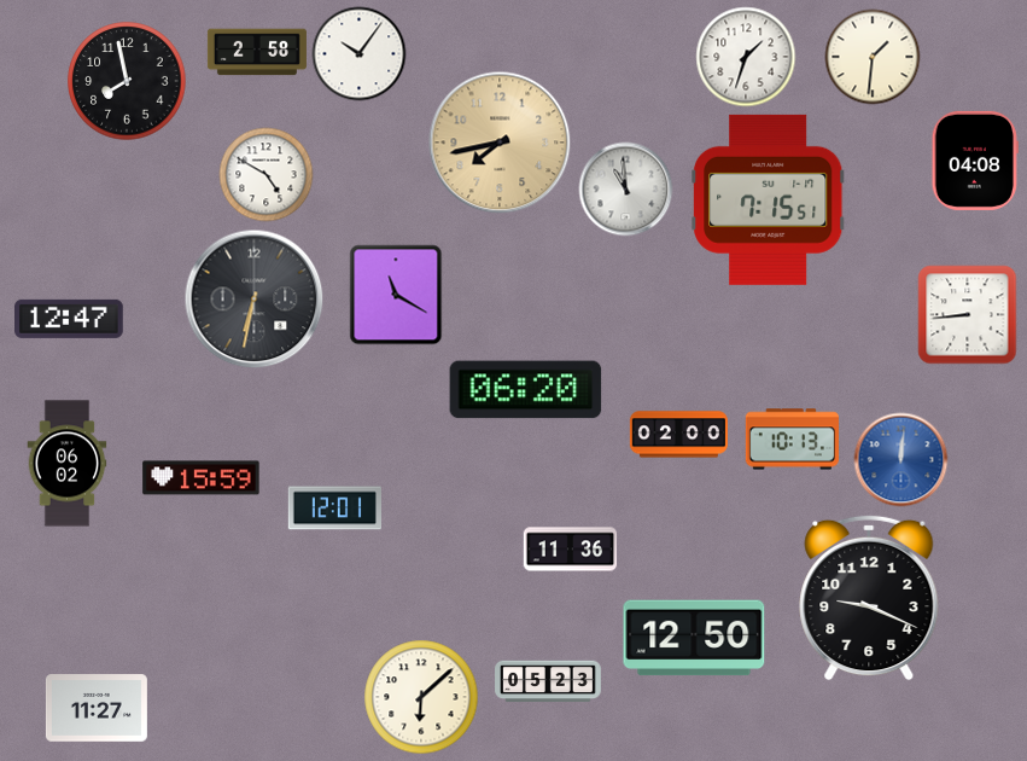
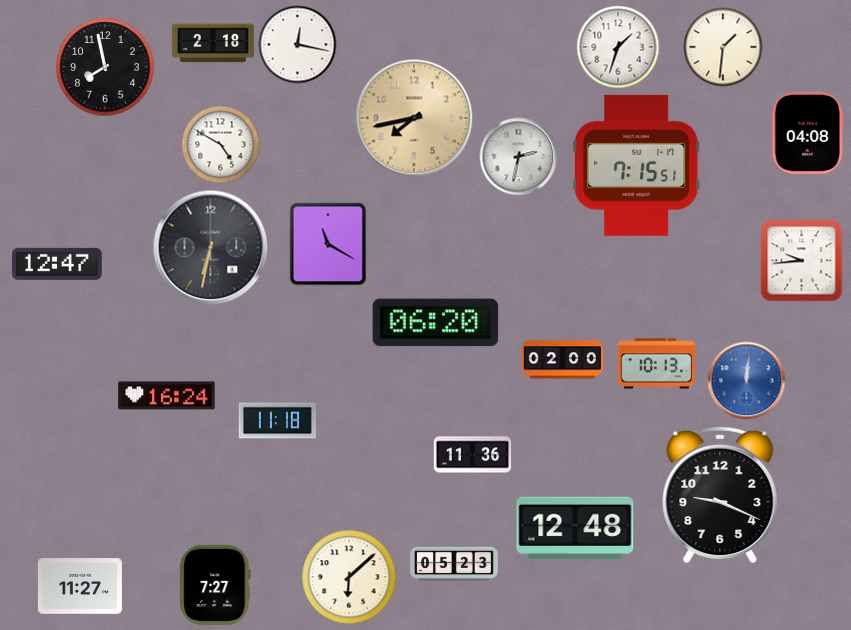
clock at (257, 52): 2:58 -> 2:18
clock at (358, 53): 10:06 -> 12:17
clock at (625, 188): 10:59 -> 2:32
clock at (967, 314): 8:44 -> 9:44
clock at (68, 464): 06:02 -> none
clock at (202, 478): 15:59 -> 16:24
clock at (334, 509): 12:01 -> 11:18
clock at (694, 638): 12:50 -> 12:48
clock at (215, 585): none -> 7:27
